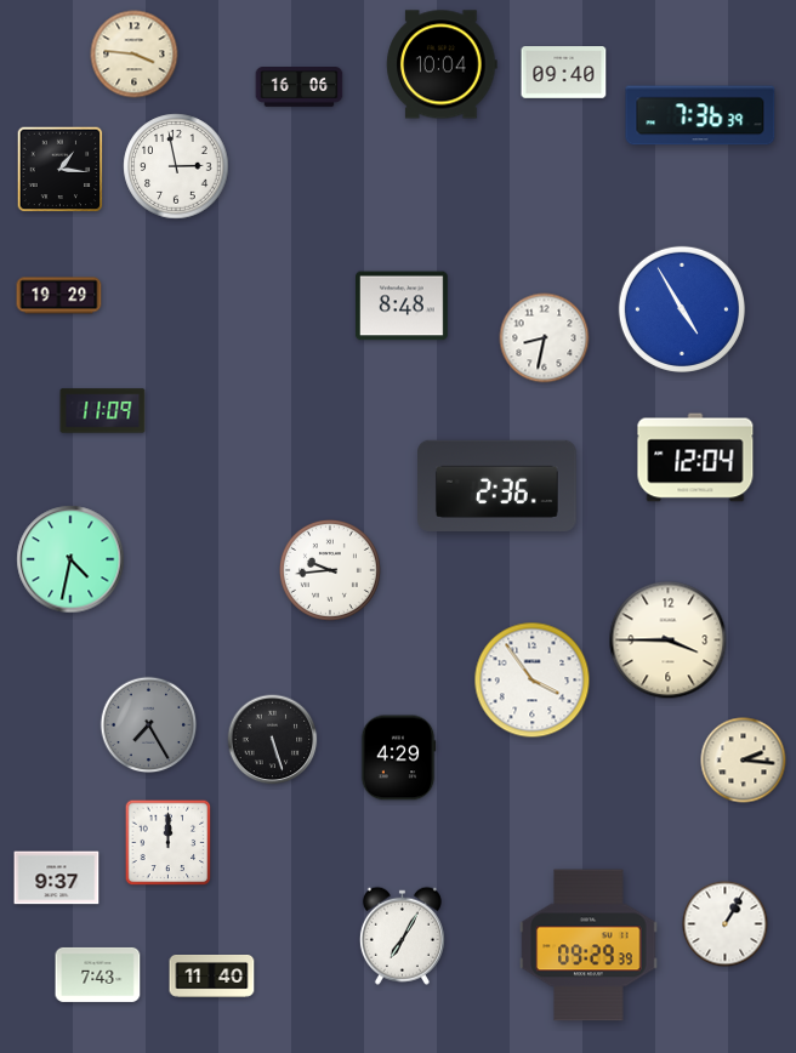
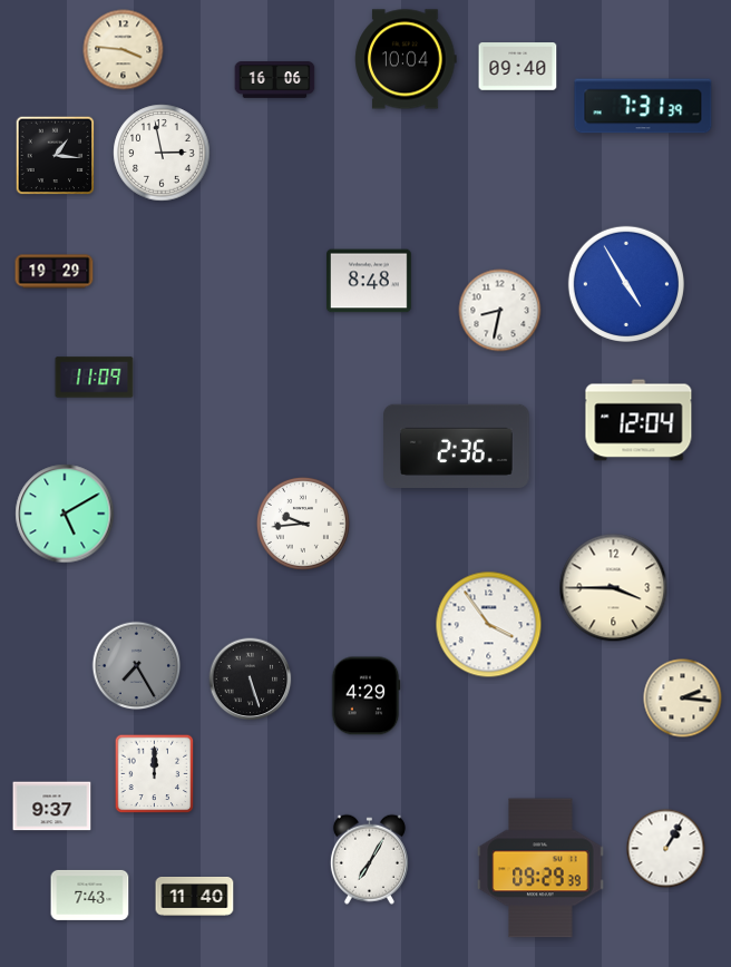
clock at (700, 115): 7:36 -> 7:31
clock at (70, 559): 4:32 -> 5:10
